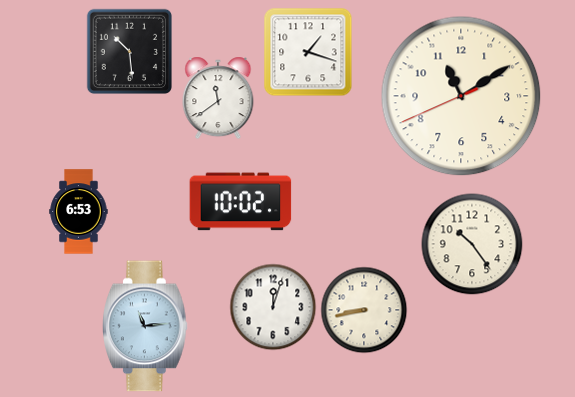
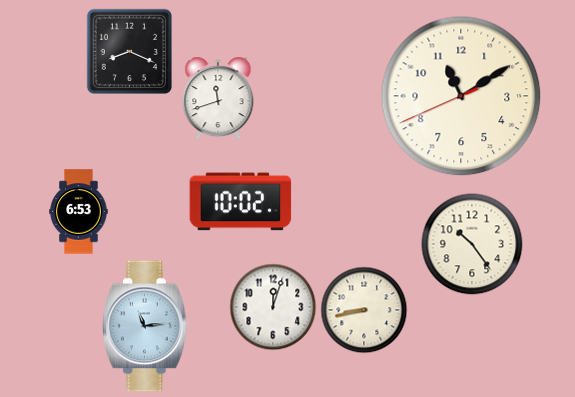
clock at (129, 51): 10:29 -> 8:19
clock at (308, 52): 1:18 -> none
clock at (218, 98): 11:39 -> 11:42
